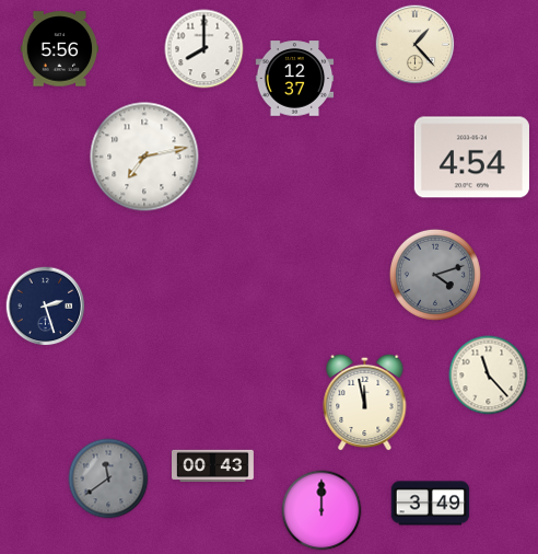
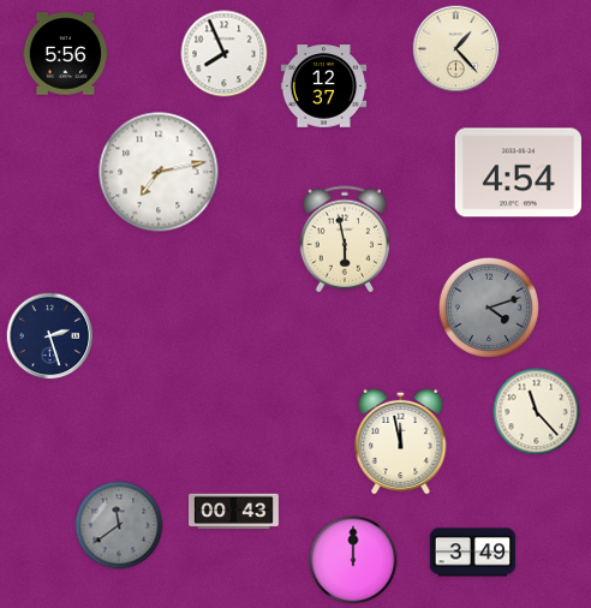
clock at (204, 49): 8:00 -> 7:56
clock at (344, 239): none -> 5:58
clock at (435, 275) position: (435, 275) -> (489, 308)
